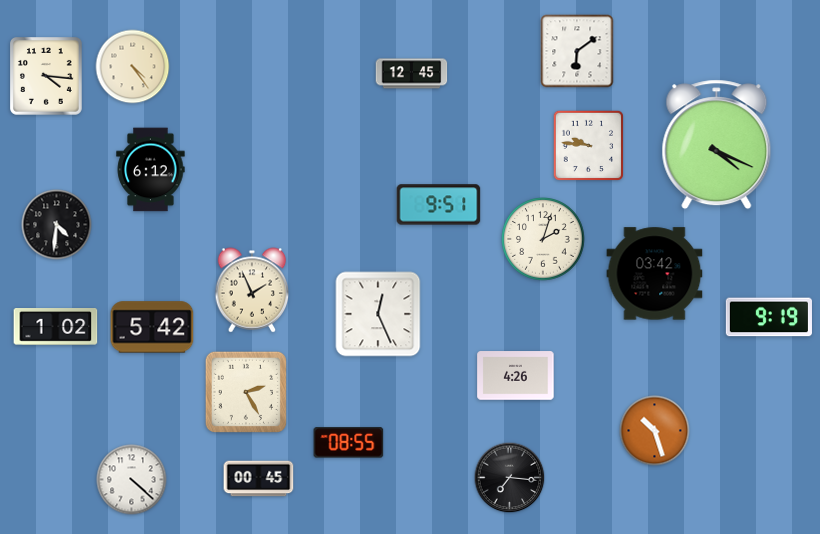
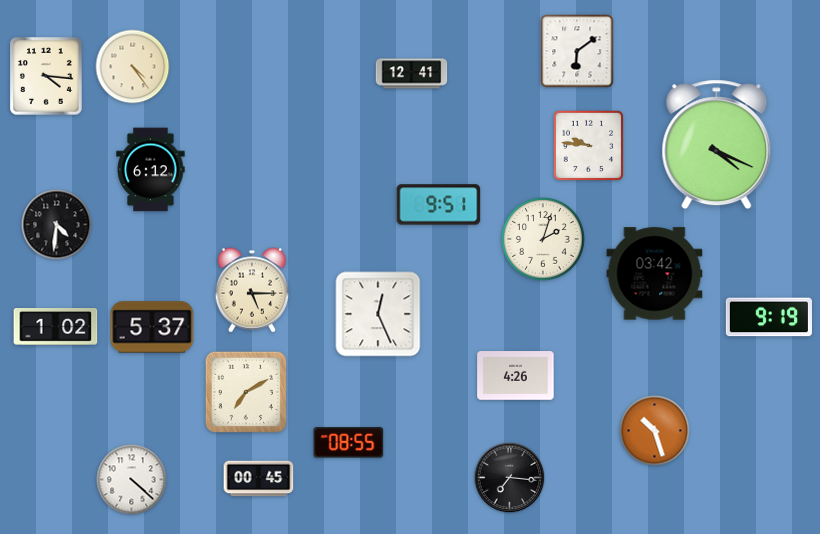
clock at (412, 74): 12:45 -> 12:41
clock at (252, 290): 1:56 -> 5:15
clock at (152, 327): 5:42 -> 5:37
clock at (246, 392): 2:25 -> 7:10
